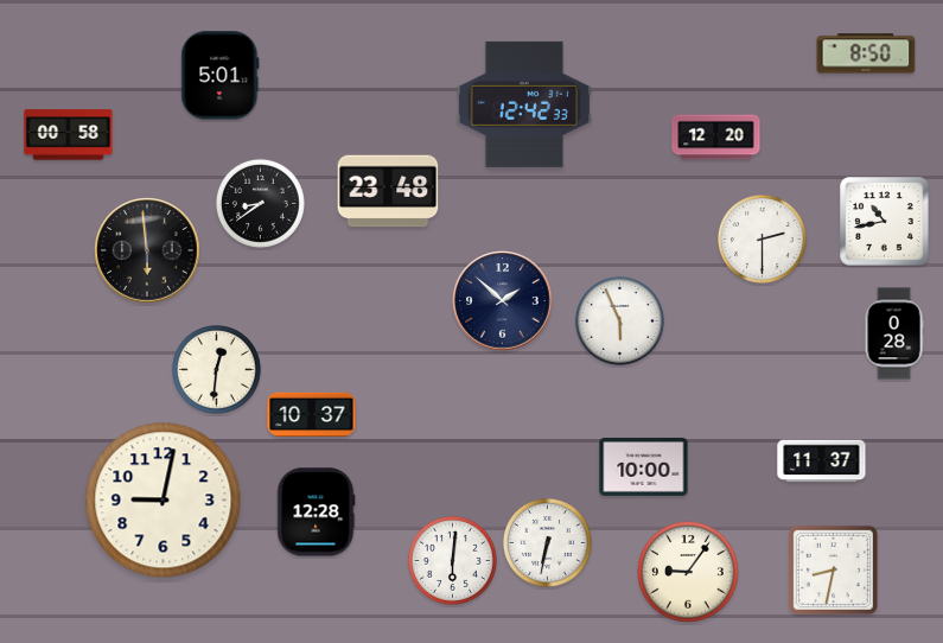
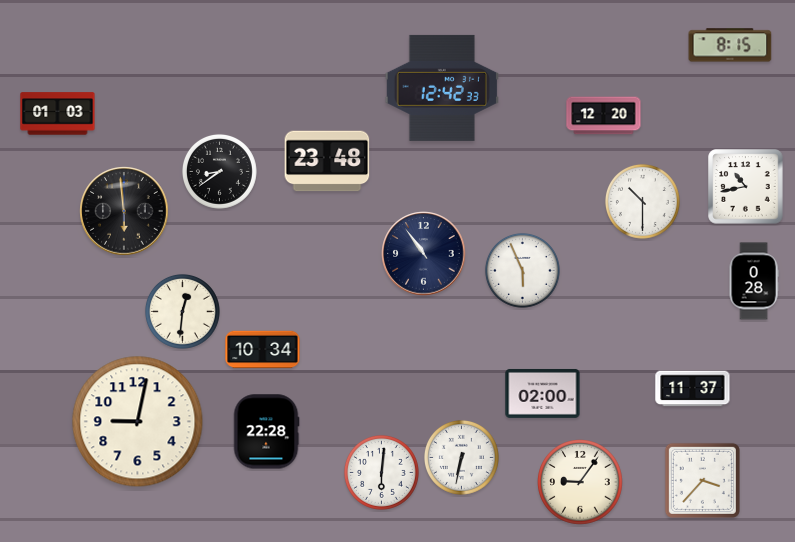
clock at (866, 53): 8:50 -> 8:15
clock at (221, 76): 5:01 -> none
clock at (69, 135): 00:58 -> 01:03
clock at (762, 238): 2:30 -> 10:30
clock at (503, 301): 1:52 -> 10:54
clock at (312, 415): 10:37 -> 10:34
clock at (644, 466): 10:00 -> 02:00
clock at (316, 513): 12:28 -> 22:28
clock at (833, 569): 8:32 -> 3:37
